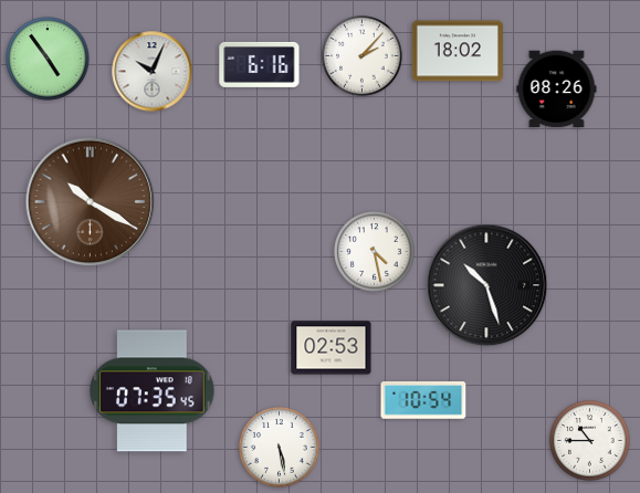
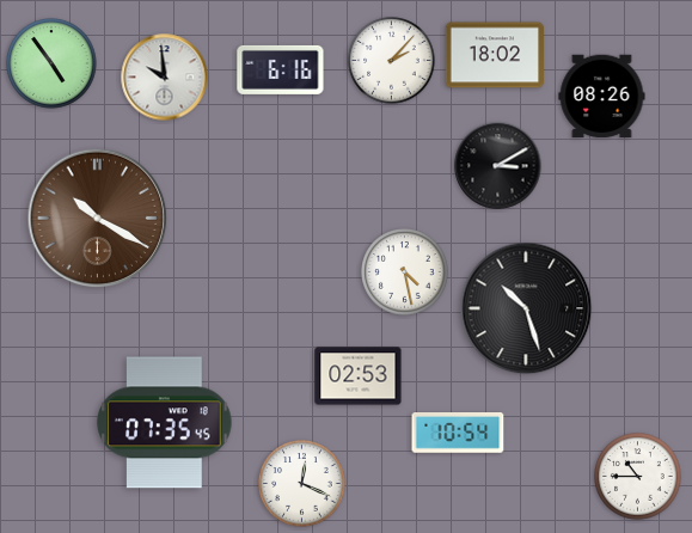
clock at (153, 72): 10:04 -> 9:59
clock at (498, 166): none -> 3:10
clock at (280, 448): 5:28 -> 12:19
